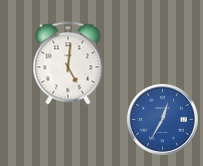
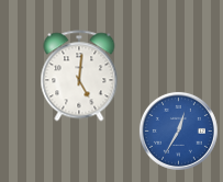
clock at (68, 63) position: (68, 63) -> (79, 76)
